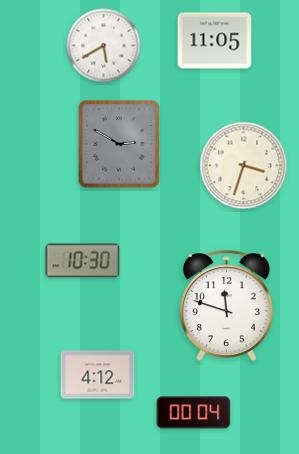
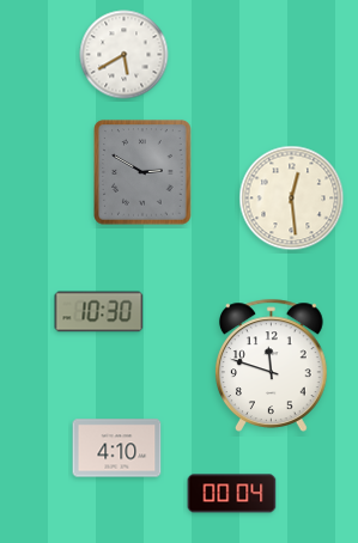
clock at (215, 41): 11:05 -> none
clock at (244, 166): 3:33 -> 12:29
clock at (98, 375): 4:12 -> 4:10
